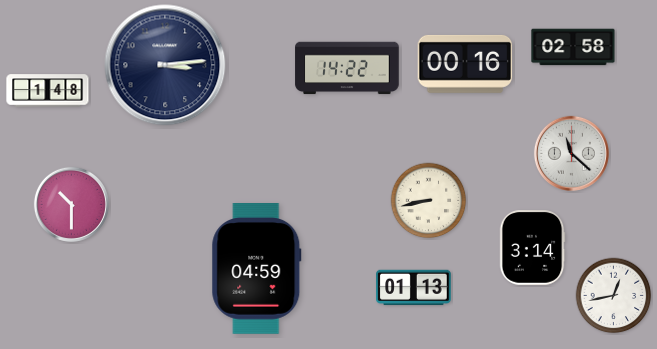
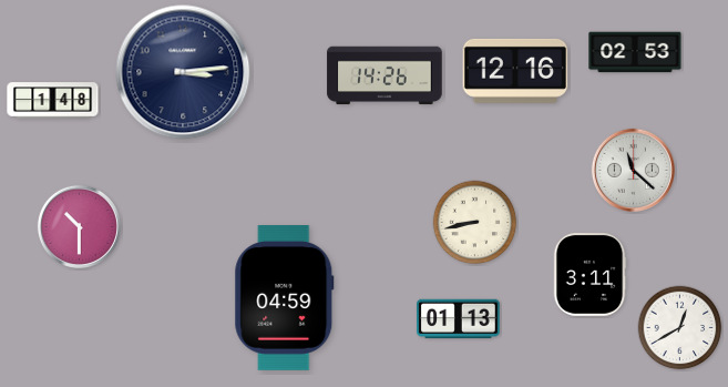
clock at (573, 47): 02:58 -> 02:53
clock at (465, 64): 00:16 -> 12:16
clock at (347, 68): 14:22 -> 14:26
clock at (532, 248): 3:14 -> 3:11
clock at (614, 296): 12:43 -> 12:40
